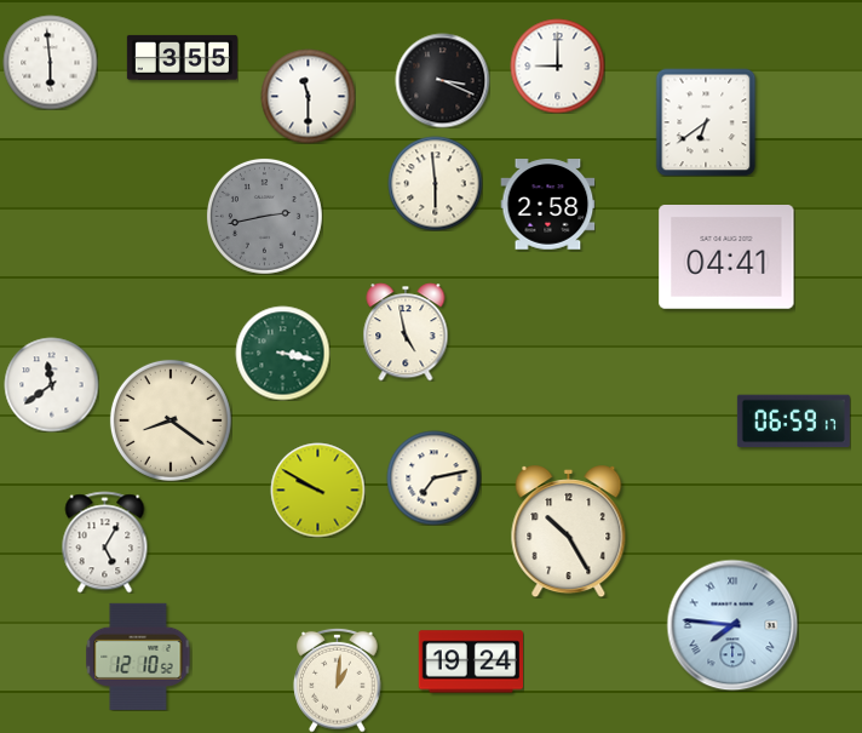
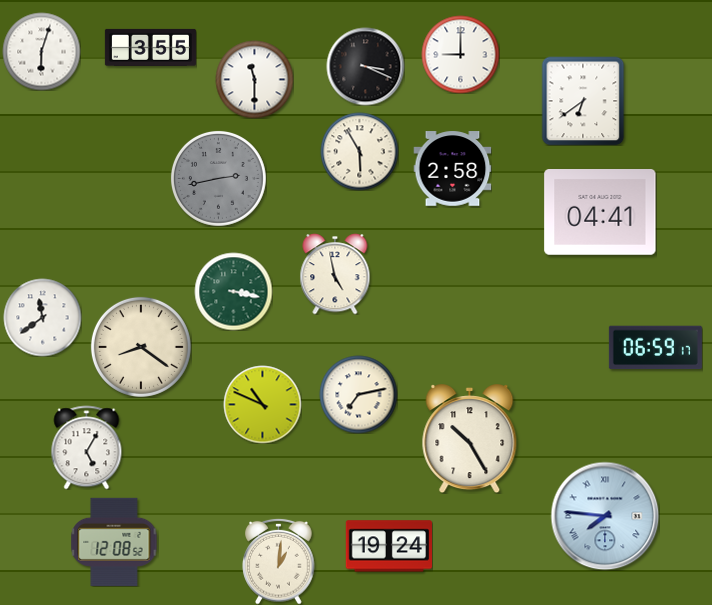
clock at (50, 62): 5:59 -> 6:03
clock at (435, 183): 5:59 -> 5:55
clock at (317, 489): 9:50 -> 10:49
clock at (138, 657): 12:10 -> 12:08
